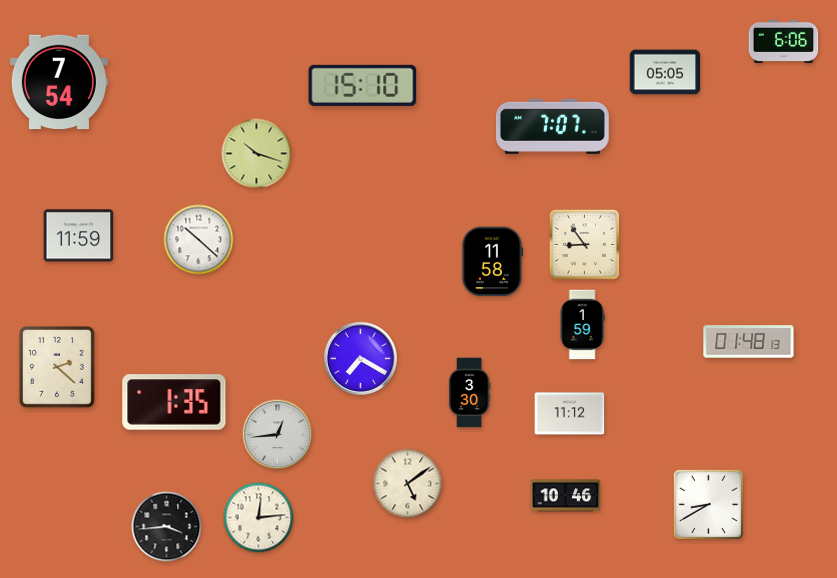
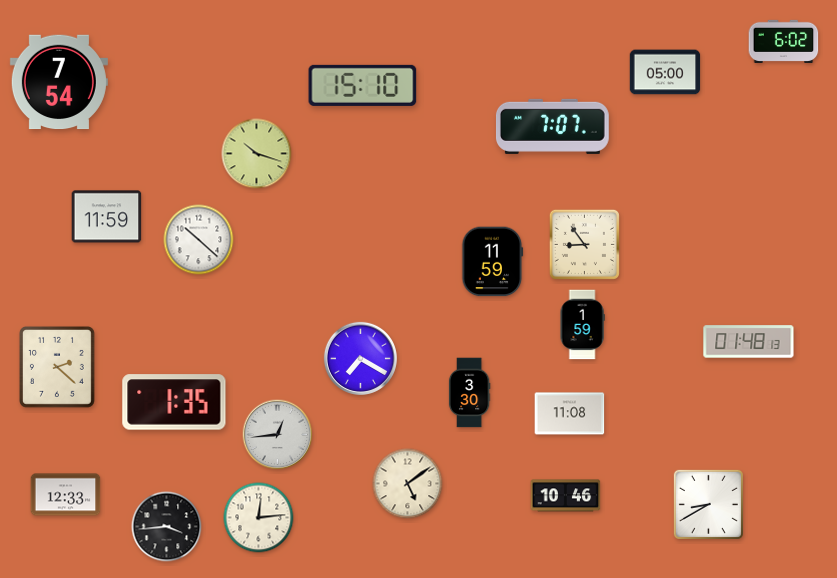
clock at (784, 41): 6:06 -> 6:02
clock at (665, 72): 05:05 -> 05:00
clock at (79, 236) position: (79, 236) -> (107, 217)
clock at (493, 262): 11:58 -> 11:59
clock at (570, 414): 11:12 -> 11:08
clock at (66, 495): none -> 12:33
